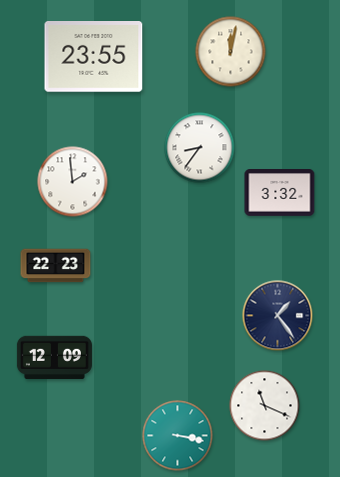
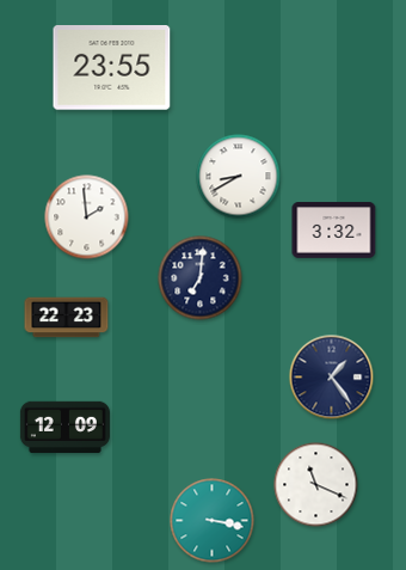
clock at (231, 52): 12:02 -> none
clock at (200, 148): 8:36 -> 8:40
clock at (201, 278): none -> 7:01
